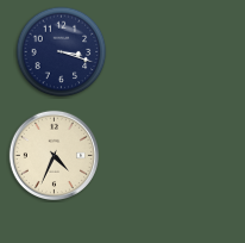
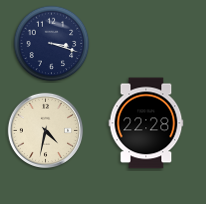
clock at (146, 123): none -> 22:28
clock at (54, 155): 4:34 -> 4:32
